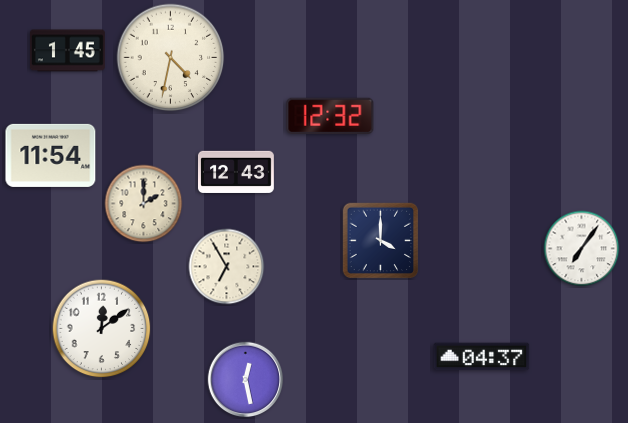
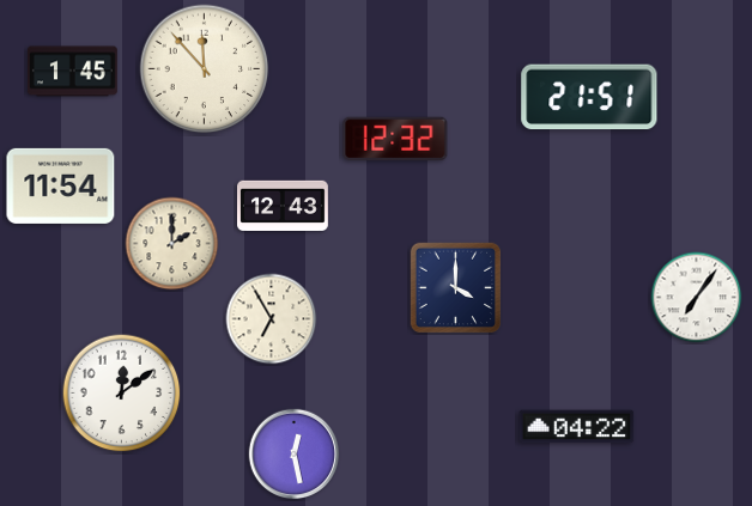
clock at (67, 51) position: (67, 51) -> (72, 72)
clock at (171, 58): 4:32 -> 11:53
clock at (589, 97): none -> 21:51
clock at (482, 357): 04:37 -> 04:22
